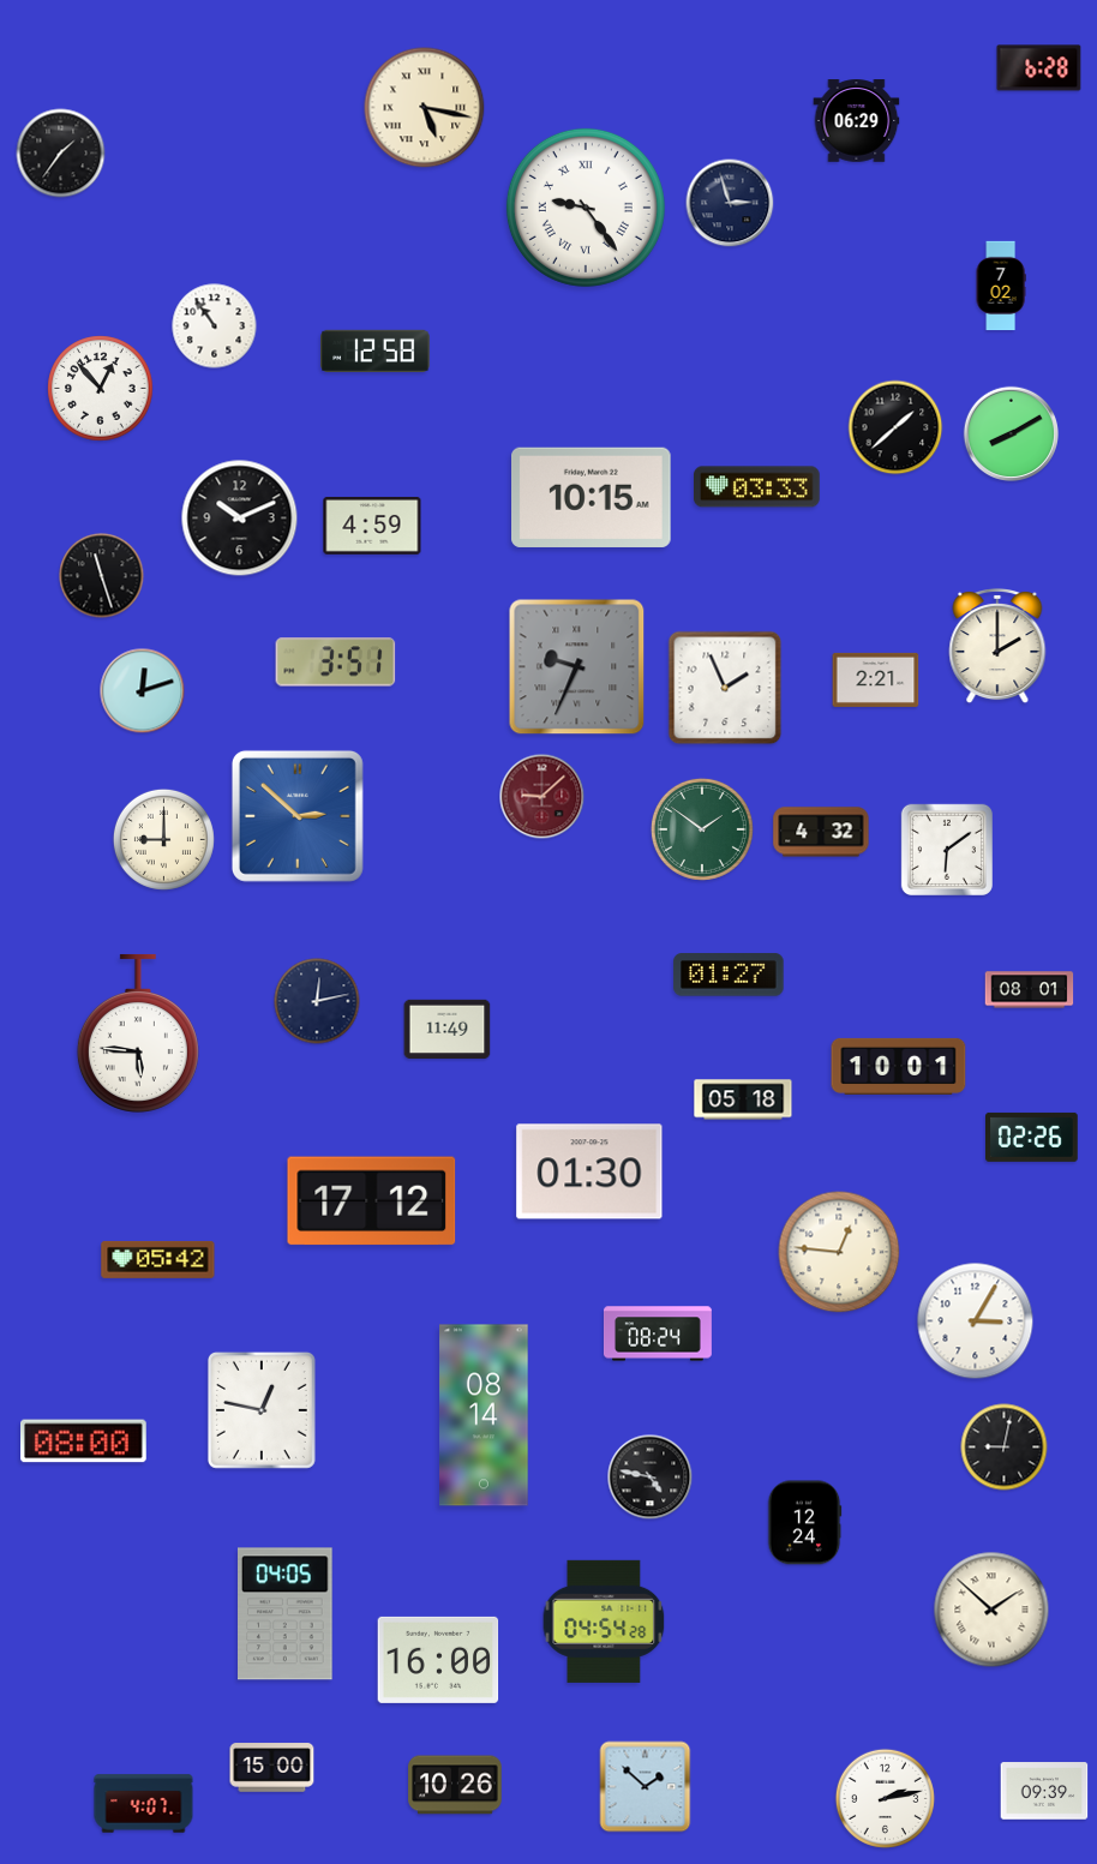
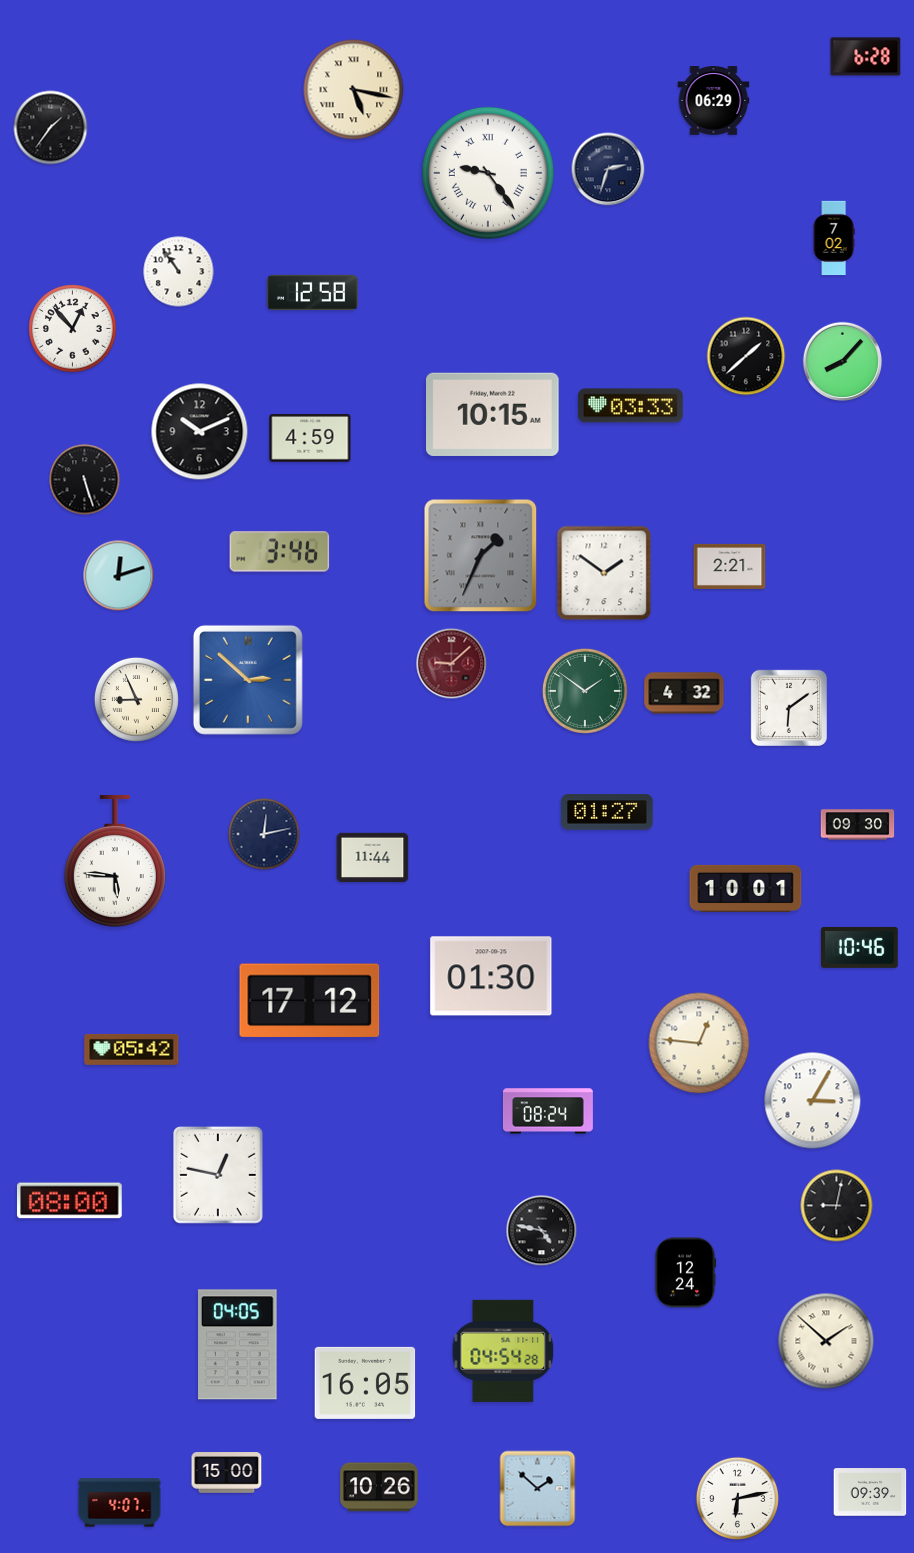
clock at (730, 203): 2:57 -> 2:33
clock at (101, 389) position: (101, 389) -> (73, 329)
clock at (1011, 433): 8:10 -> 8:07
clock at (102, 576): 11:27 -> 5:27
clock at (997, 646): 2:00 -> none
clock at (336, 663): 3:51 -> 3:46
clock at (577, 667): 9:34 -> 1:34
clock at (725, 688): 1:56 -> 1:51
clock at (163, 839): 9:00 -> 8:56
clock at (1030, 990): 08:01 -> 09:30
clock at (448, 1030): 11:49 -> 11:44
clock at (899, 1066) position: (899, 1066) -> (746, 888)
clock at (743, 1099): 05:18 -> none
clock at (1032, 1137): 02:26 -> 10:46
clock at (484, 1415): 08:14 -> none
clock at (804, 1523) position: (804, 1523) -> (685, 1273)
clock at (438, 1660): 16:00 -> 16:05
clock at (885, 1798): 2:13 -> 6:13
